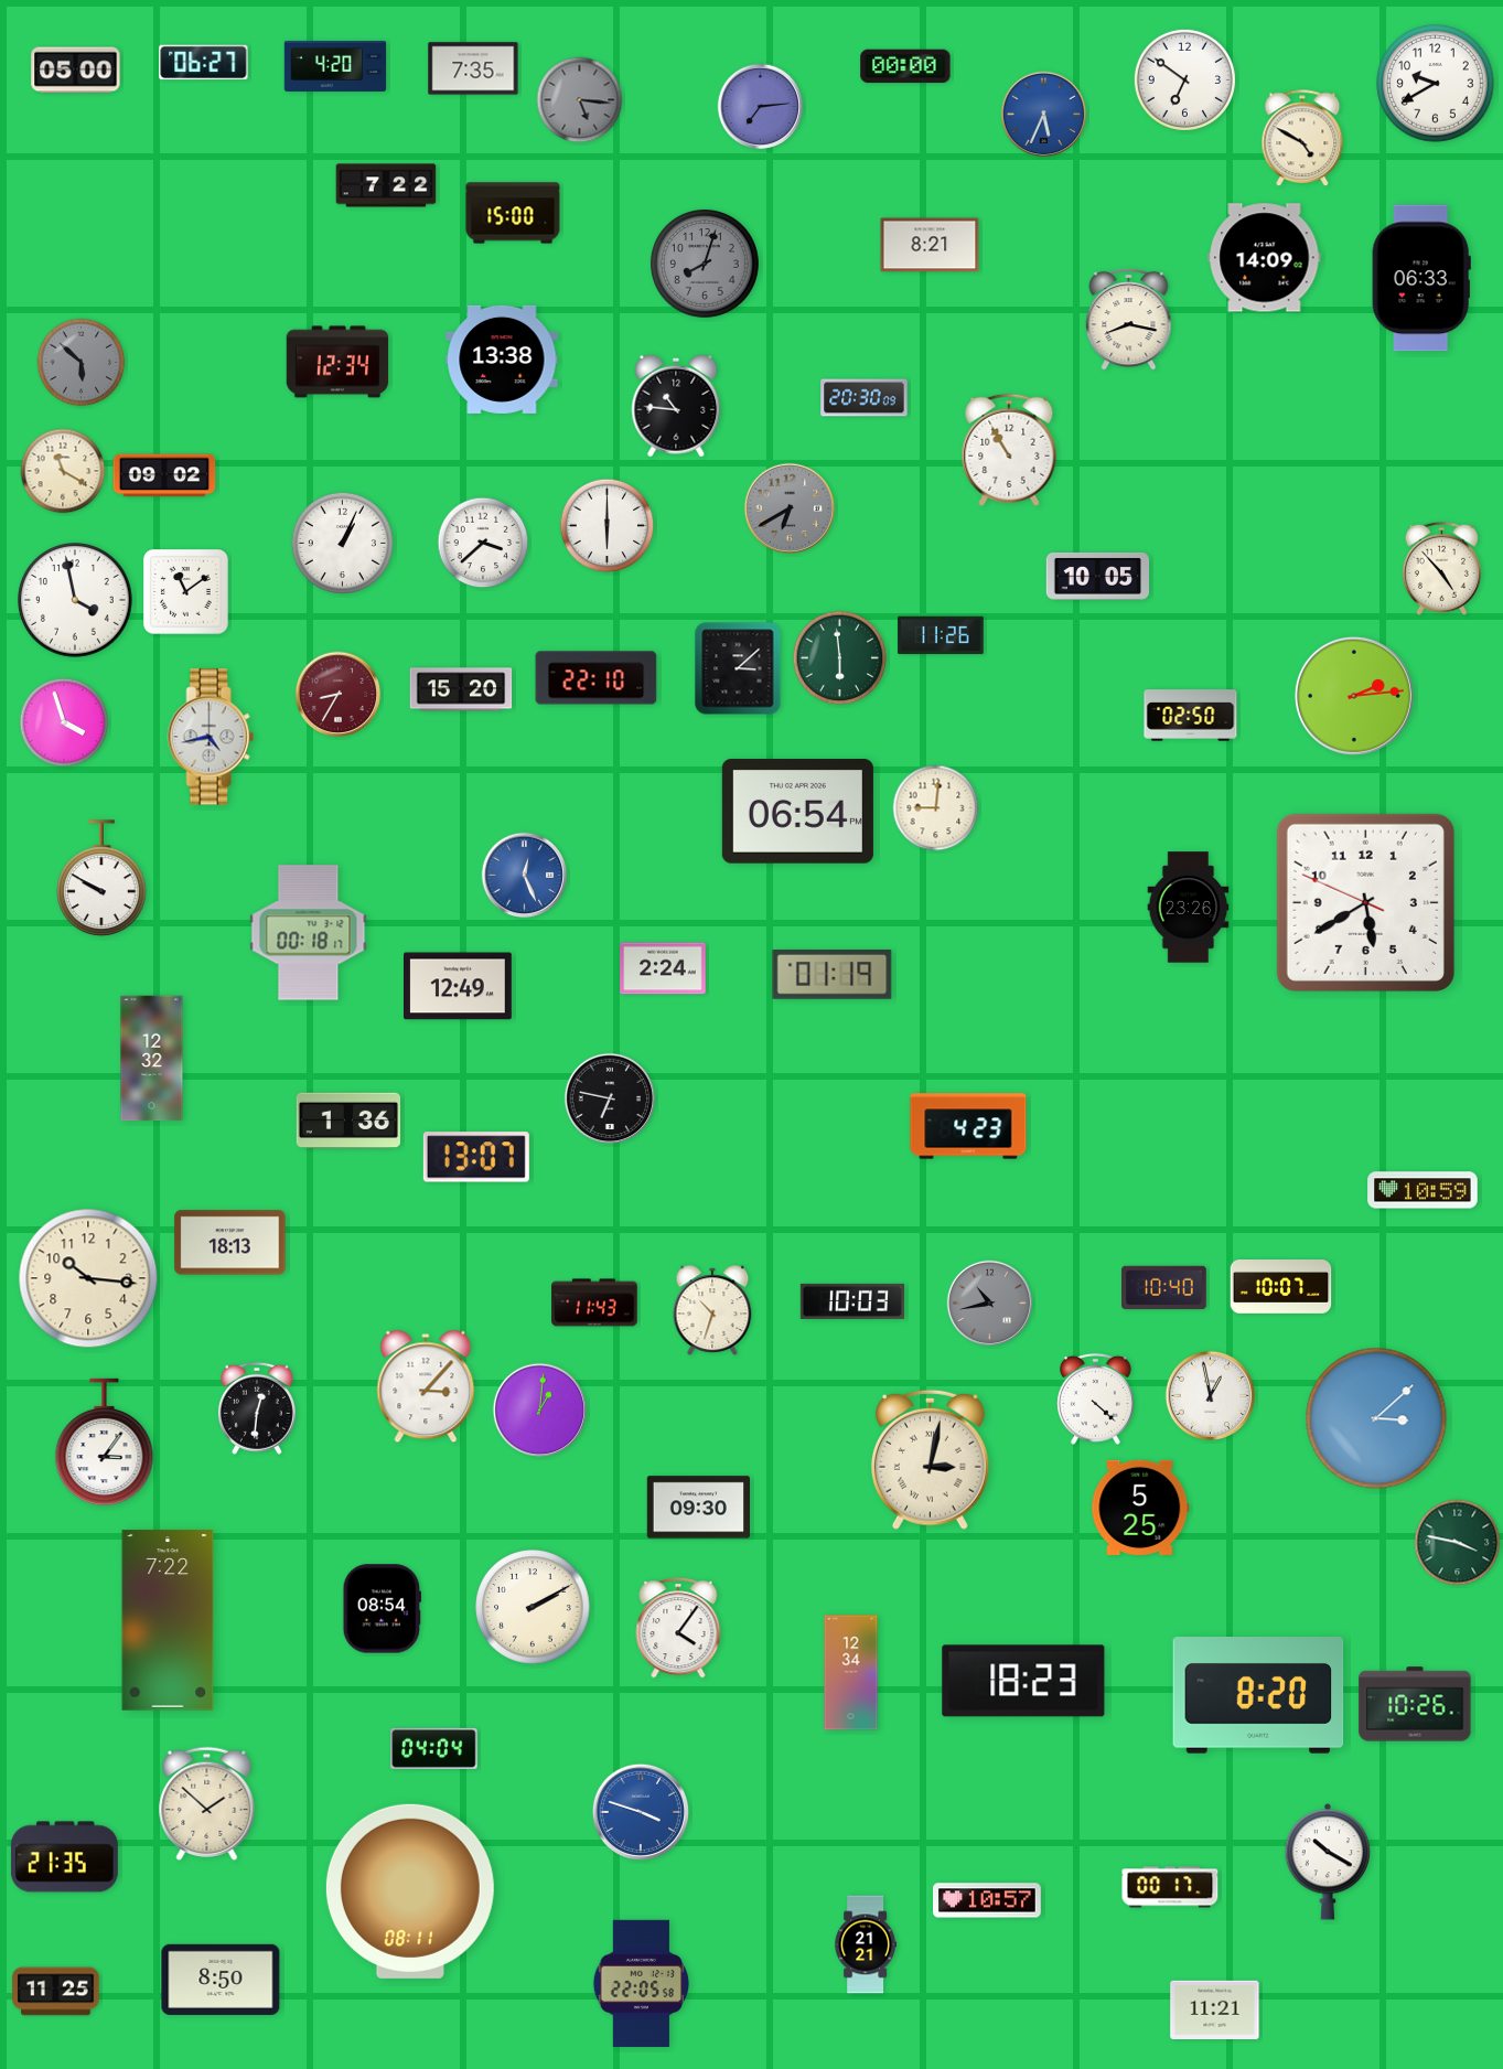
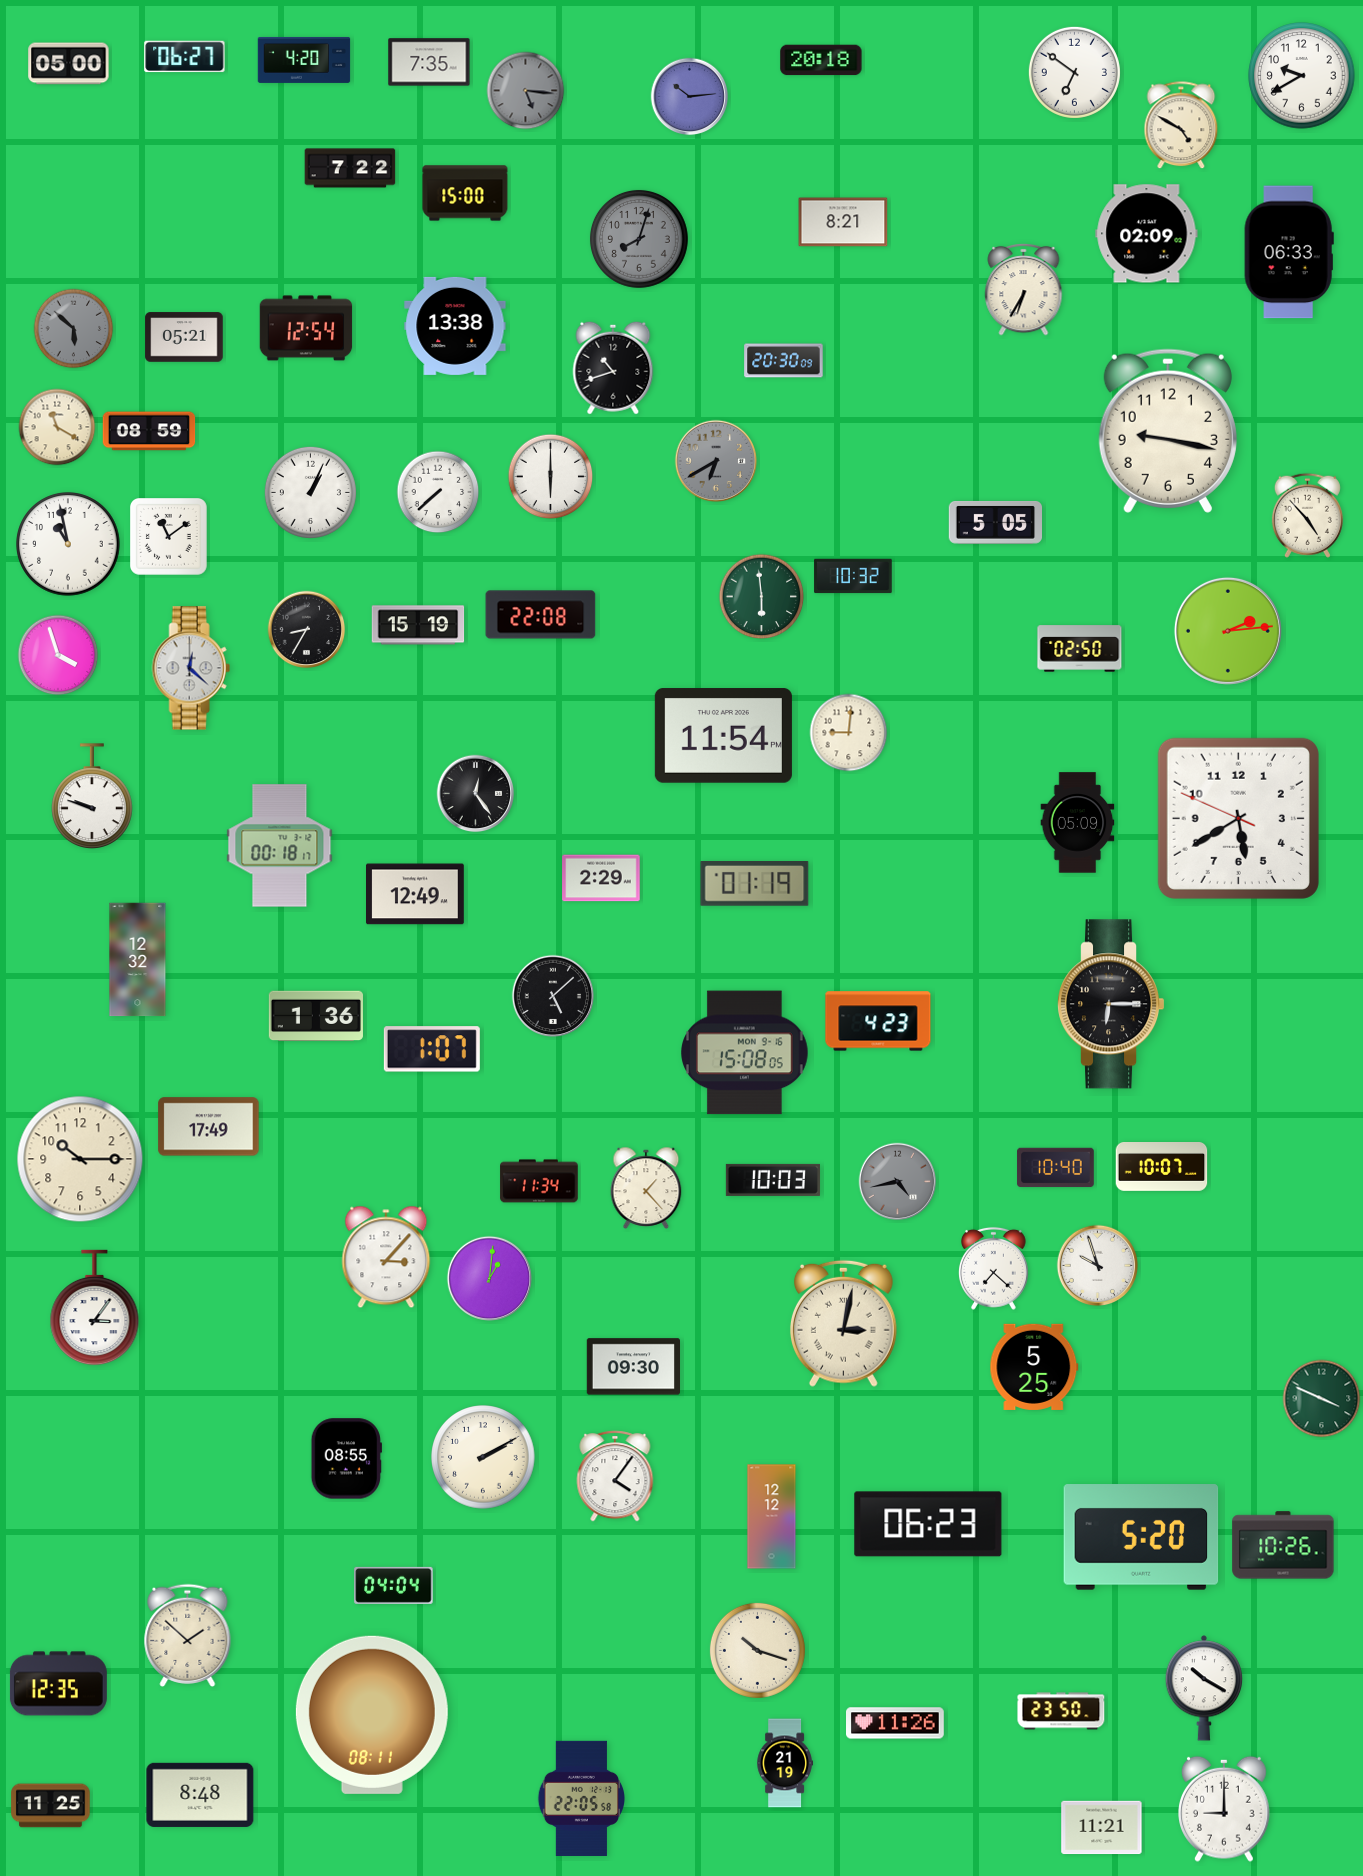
clock at (905, 66): 00:00 -> 20:18
clock at (761, 107): 7:14 -> 10:14
clock at (1044, 115): 5:34 -> none
clock at (1265, 258): 14:09 -> 02:09
clock at (1129, 319): 8:17 -> 6:35
clock at (337, 362): 12:34 -> 12:54
clock at (184, 337): none -> 05:21
clock at (676, 406): 10:46 -> 10:42
clock at (1009, 450): 10:55 -> none
clock at (164, 475): 09:02 -> 08:59
clock at (1168, 431): none -> 9:17
clock at (483, 543): 3:38 -> 7:38
clock at (1097, 577): 10:05 -> 5:05
clock at (75, 600): 3:58 -> 10:58
clock at (941, 635): 11:26 -> 10:32
clock at (738, 668): 3:08 -> none
clock at (597, 678): 22:10 -> 22:08
clock at (461, 689): 15:20 -> 15:19
clock at (339, 695) dial: burgundy -> black
clock at (211, 737): 4:43 -> 12:22
clock at (797, 812): 06:54 -> 11:54
clock at (525, 876): 12:26 -> 12:24
clock at (525, 876) dial: blue -> black
clock at (101, 878): 9:50 -> 9:48
clock at (1189, 908): 23:26 -> 05:09
clock at (663, 968): 2:24 -> 2:29
clock at (610, 1098): 6:47 -> 5:08
clock at (1112, 1004): none -> 6:15
clock at (476, 1157): 13:07 -> 1:07
clock at (745, 1053): none -> 15:08
clock at (1423, 1190): 10:59 -> none
clock at (230, 1243): 18:13 -> 17:49
clock at (88, 1278): 10:16 -> 10:15
clock at (594, 1302): 11:43 -> 11:34
clock at (990, 1304): 10:43 -> 4:43
clock at (712, 1310): 10:33 -> 1:23
clock at (1211, 1396): 12:58 -> 9:57
clock at (1095, 1398): 4:22 -> 7:22
clock at (257, 1408): 12:31 -> none
clock at (1376, 1418): 3:08 -> none
clock at (1458, 1543): 3:47 -> 3:49
clock at (382, 1609): 08:54 -> 08:55
clock at (168, 1620): 7:22 -> none
clock at (851, 1673): 12:34 -> 12:12
clock at (1023, 1681): 18:23 -> 06:23
clock at (1258, 1695): 8:20 -> 5:20
clock at (640, 1811): 3:48 -> none
clock at (757, 1650): none -> 10:18
clock at (64, 1857): 21:35 -> 12:35
clock at (1170, 1887): 00:17 -> 23:50
clock at (988, 1900): 10:57 -> 11:26
clock at (865, 1944): 21:21 -> 21:19
clock at (221, 1980): 8:50 -> 8:48
clock at (1225, 1809): none -> 9:00
clock at (1215, 2011) position: (1215, 2011) -> (1102, 1828)
